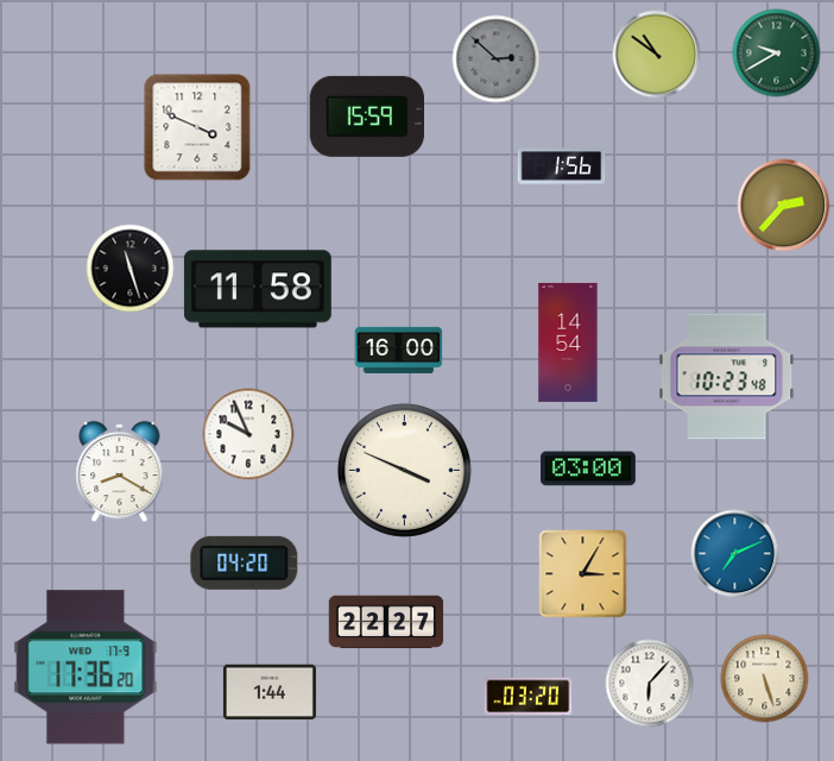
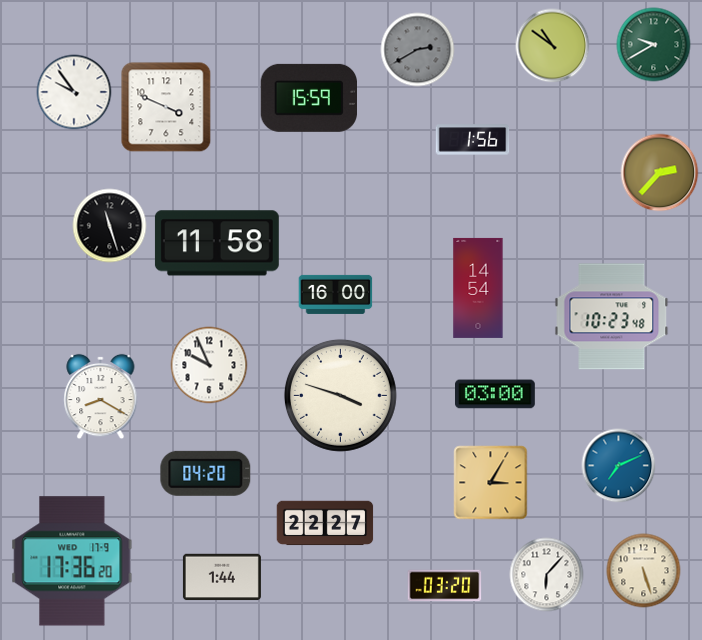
clock at (497, 59): 2:52 -> 2:40
clock at (74, 92): none -> 9:54
clock at (404, 470): 3:49 -> 3:48
clock at (270, 692) position: (270, 692) -> (222, 577)
